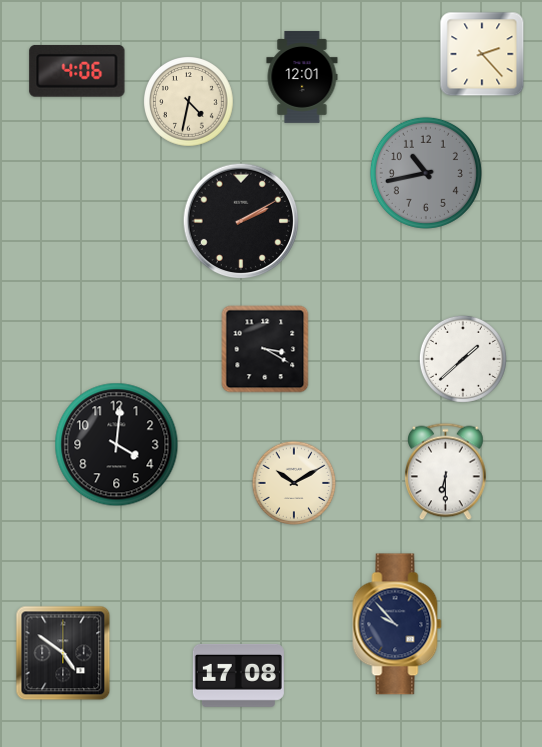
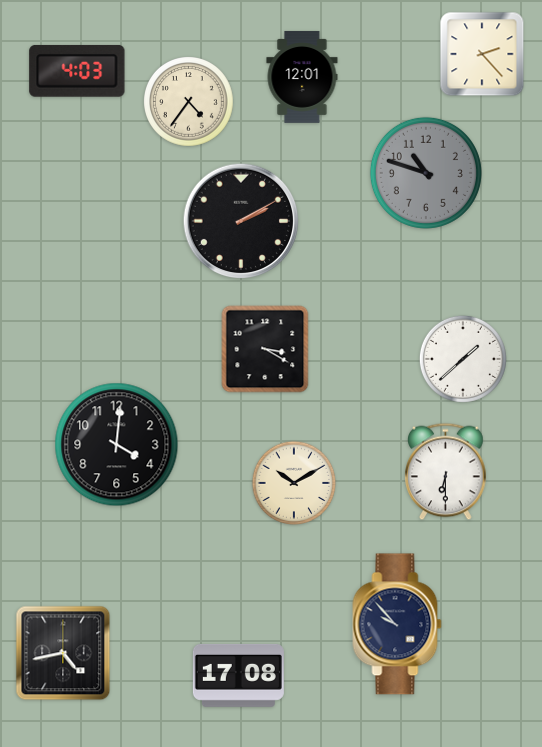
clock at (77, 71): 4:06 -> 4:03
clock at (189, 102): 4:32 -> 4:36
clock at (426, 173): 10:43 -> 10:48
clock at (63, 653): 4:51 -> 4:43
